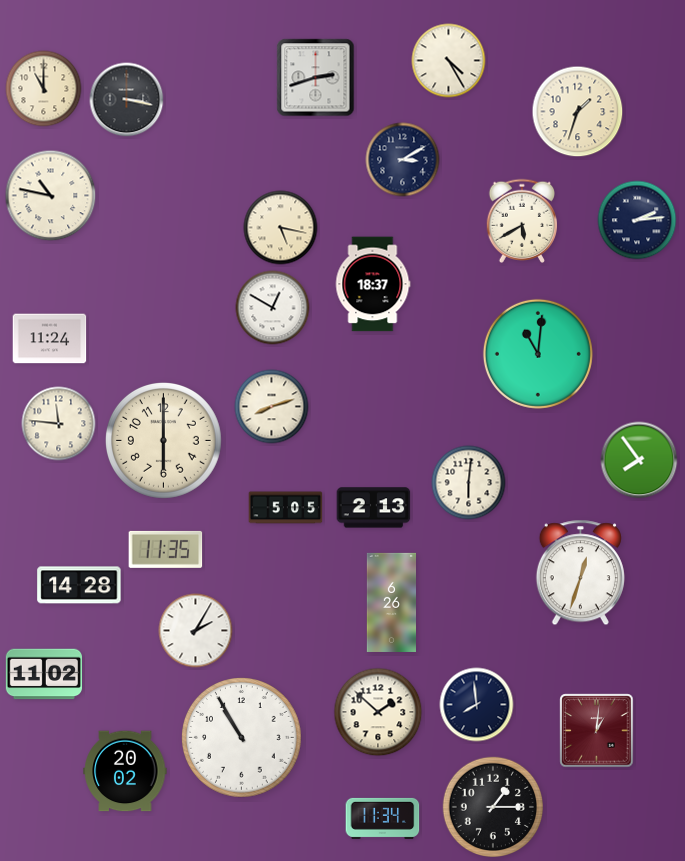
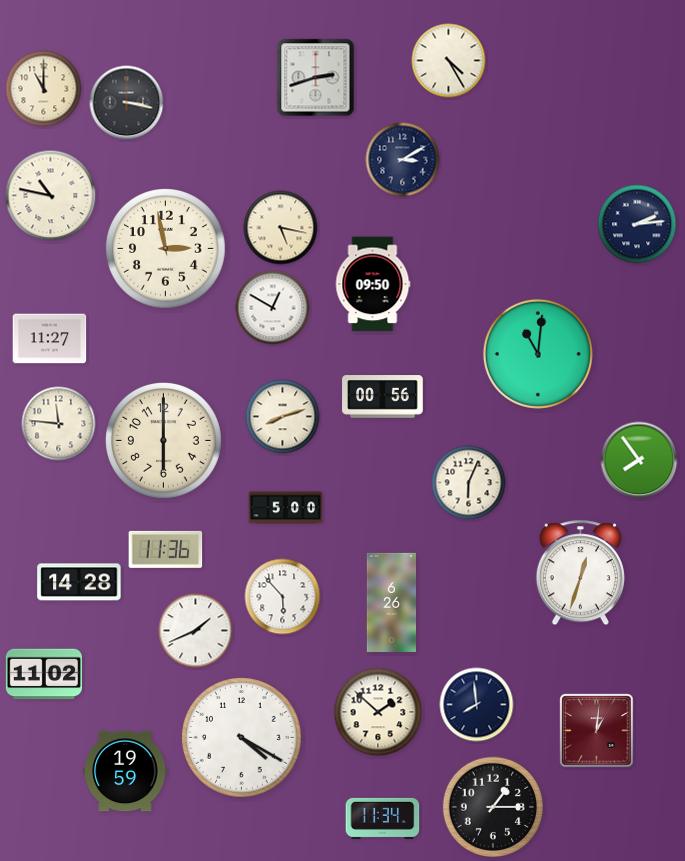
clock at (127, 100) position: (127, 100) -> (127, 103)
clock at (578, 112): 1:33 -> none
clock at (637, 220) position: (637, 220) -> (637, 224)
clock at (522, 221): 5:40 -> none
clock at (166, 249): none -> 2:58
clock at (373, 284): 18:37 -> 09:50
clock at (50, 339): 11:24 -> 11:27
clock at (383, 397): none -> 00:56
clock at (272, 407) position: (272, 407) -> (283, 417)
clock at (469, 483): 6:01 -> 6:04
clock at (286, 508): 5:05 -> 5:00
clock at (374, 508): 2:13 -> none
clock at (166, 549): 11:35 -> 11:36
clock at (79, 585) position: (79, 585) -> (79, 582)
clock at (283, 597): none -> 5:53
clock at (196, 631): 2:05 -> 1:41
clock at (242, 738): 10:55 -> 4:20
clock at (125, 771): 20:02 -> 19:59
